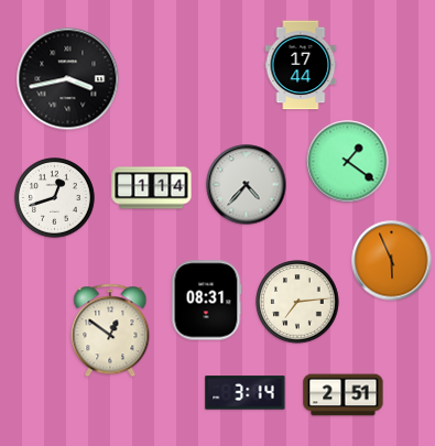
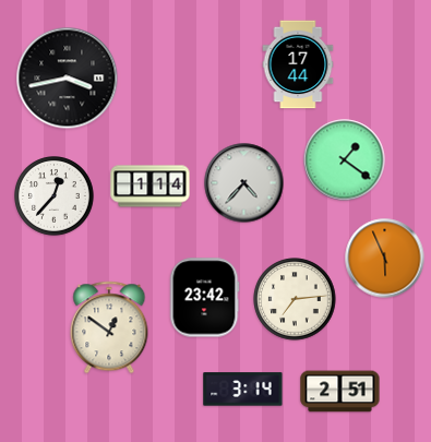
clock at (55, 198): 12:42 -> 12:37
clock at (392, 261) position: (392, 261) -> (385, 259)
clock at (206, 301): 08:31 -> 23:42
